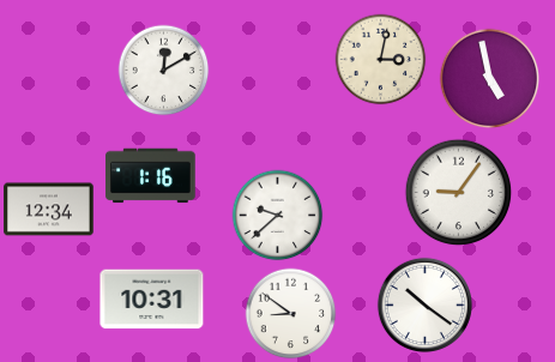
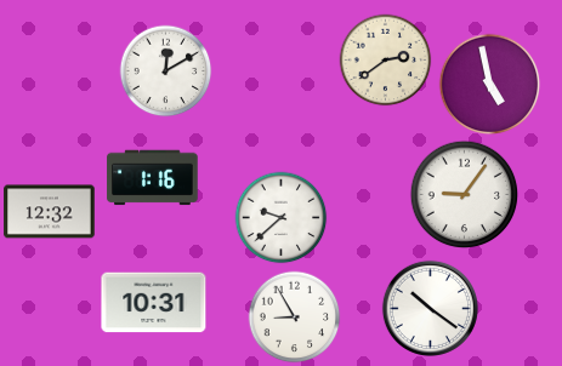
clock at (381, 60): 3:02 -> 2:39
clock at (490, 79) position: (490, 79) -> (490, 85)
clock at (49, 210): 12:34 -> 12:32
clock at (291, 314): 8:51 -> 8:55
